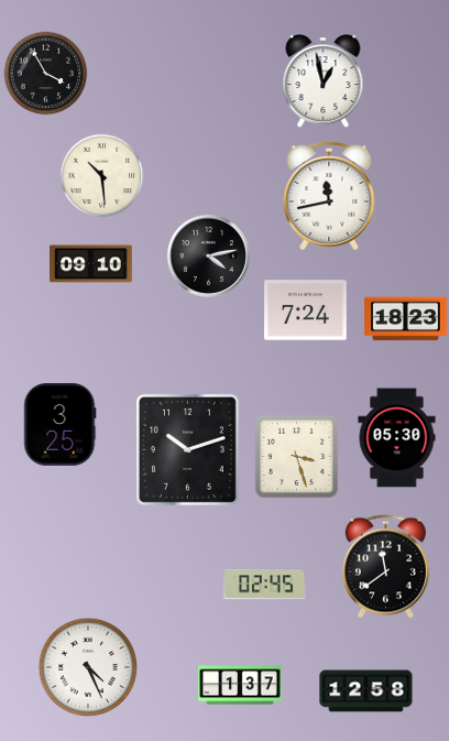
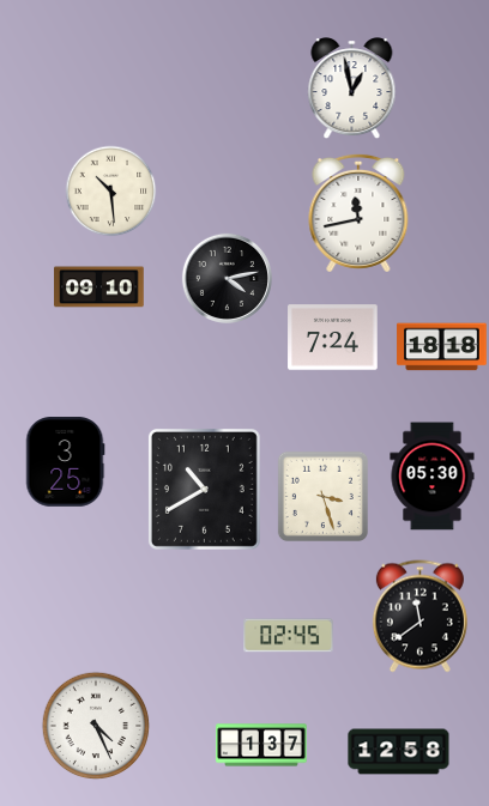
clock at (46, 74): 3:55 -> none
clock at (406, 319): 18:23 -> 18:18
clock at (187, 449): 10:12 -> 10:40
